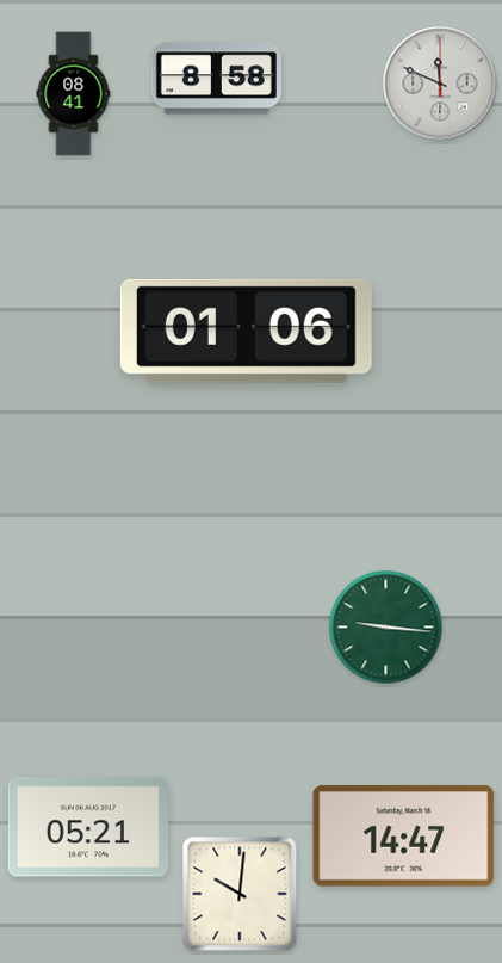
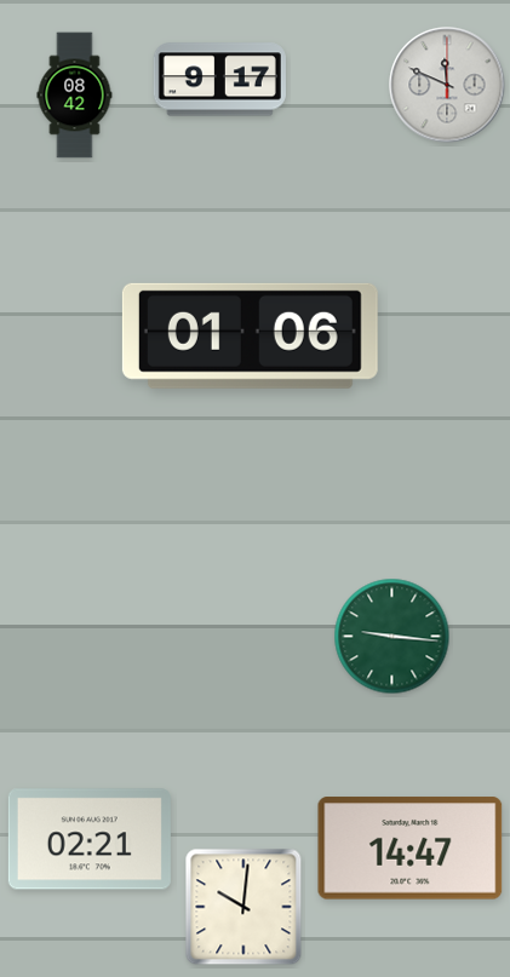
clock at (216, 79): 8:58 -> 9:17
clock at (74, 94): 08:41 -> 08:42
clock at (88, 827): 05:21 -> 02:21
